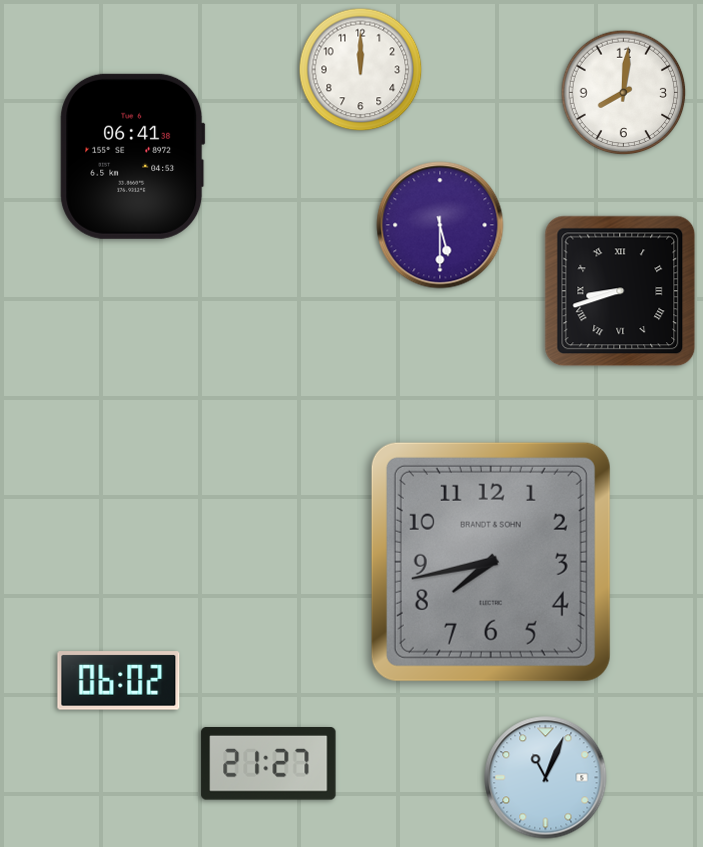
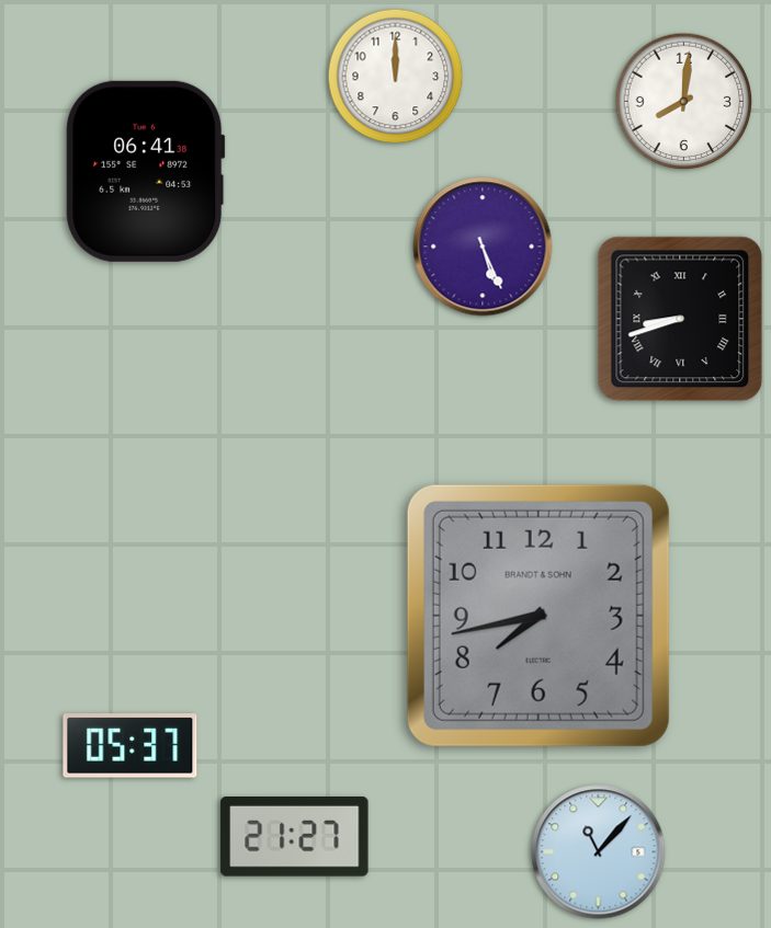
clock at (440, 225): 5:30 -> 5:26
clock at (119, 681): 06:02 -> 05:37
clock at (546, 778): 11:04 -> 11:07
